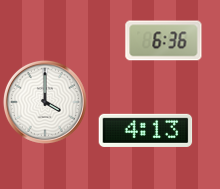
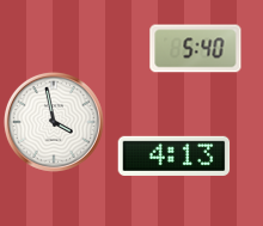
clock at (164, 41): 6:36 -> 5:40
clock at (45, 102): 4:00 -> 3:58
